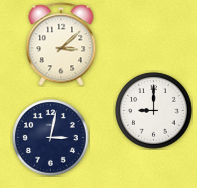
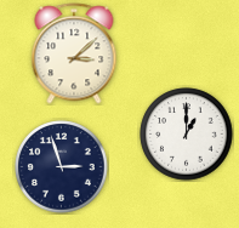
clock at (154, 111): 9:00 -> 1:00
clock at (51, 138): 3:02 -> 2:57
